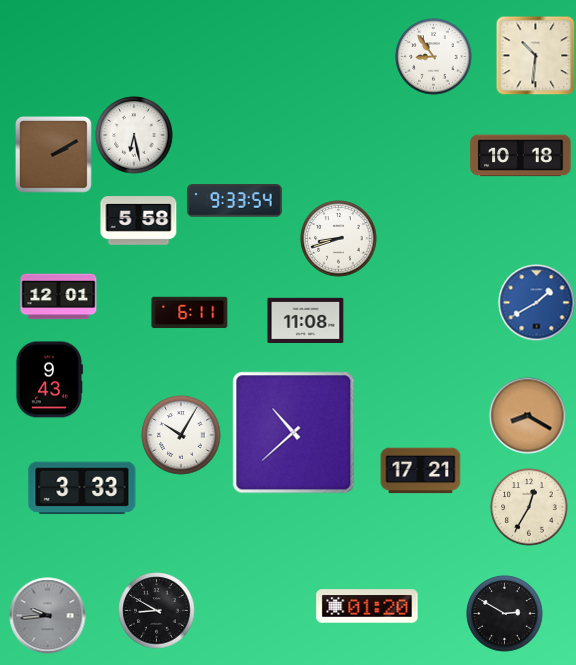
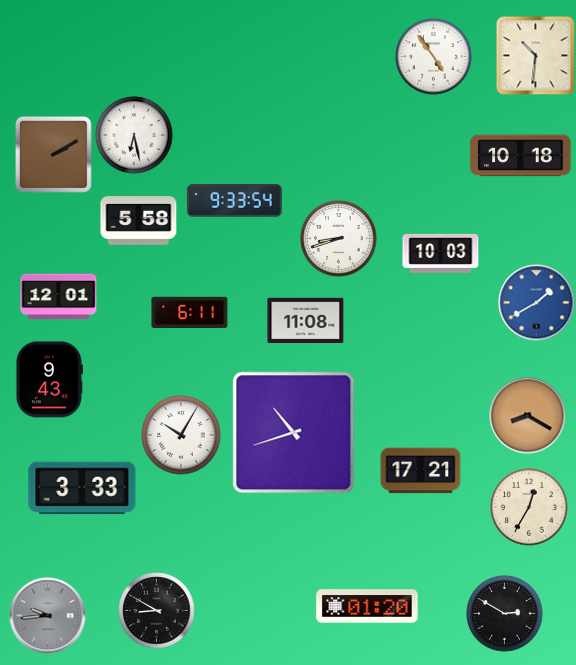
clock at (434, 57): 8:54 -> 4:54
clock at (441, 253): none -> 10:03
clock at (294, 433): 10:38 -> 10:42
